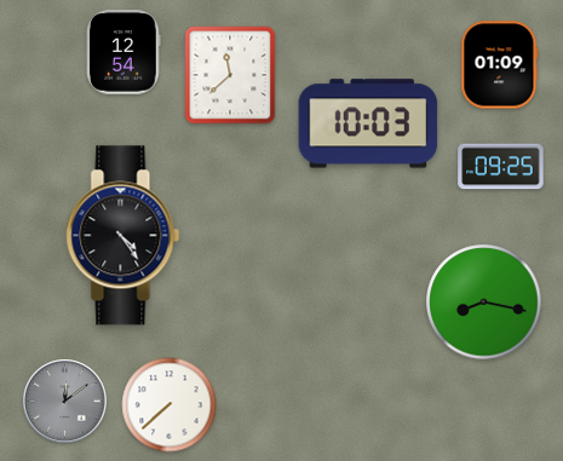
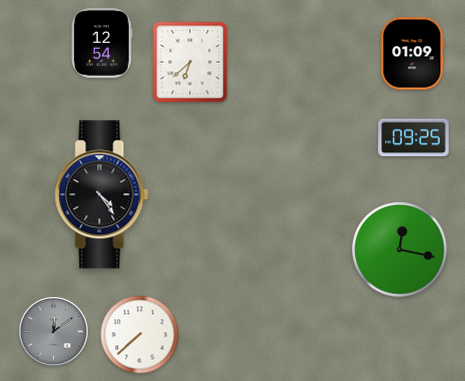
clock at (230, 75): 11:38 -> 6:38
clock at (368, 123): 10:03 -> none
clock at (484, 302): 8:17 -> 12:17
